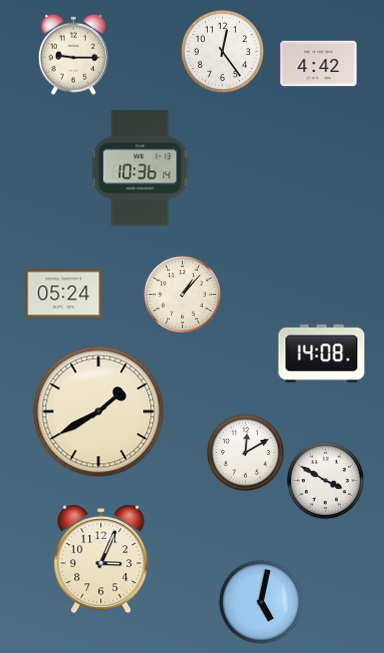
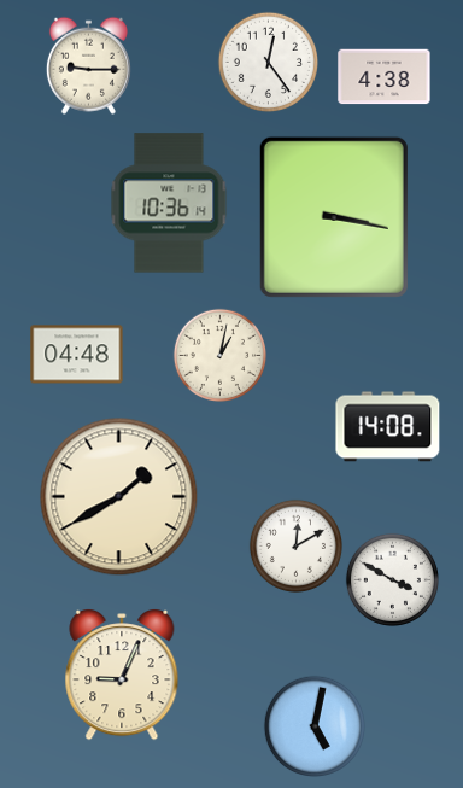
clock at (319, 64): 4:42 -> 4:38
clock at (334, 217): none -> 3:17
clock at (64, 294): 05:24 -> 04:48
clock at (182, 294): 1:07 -> 1:02
clock at (101, 560): 3:04 -> 9:04
